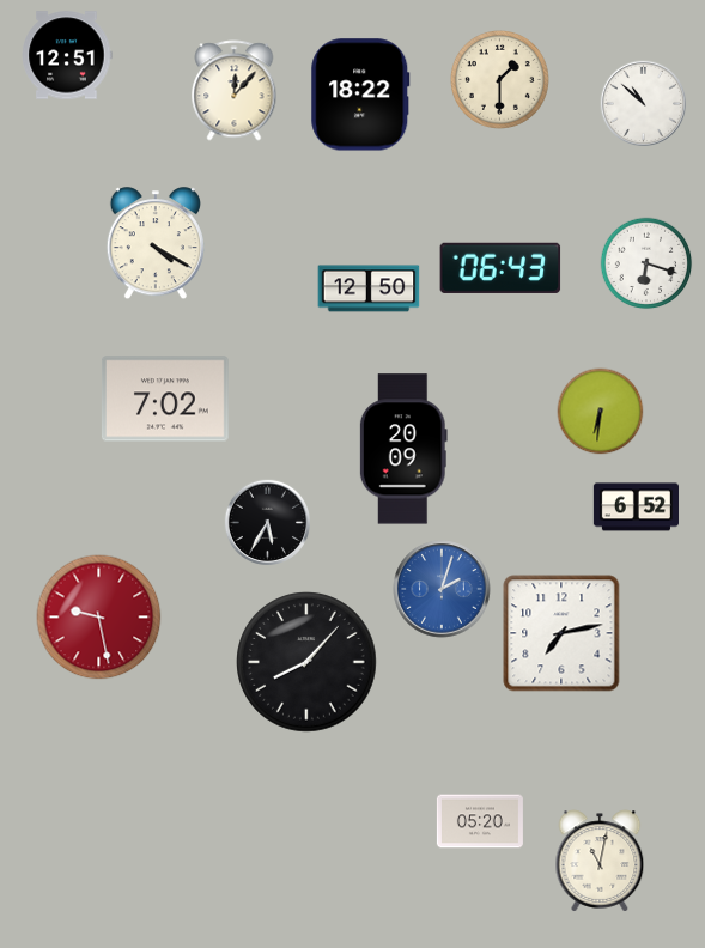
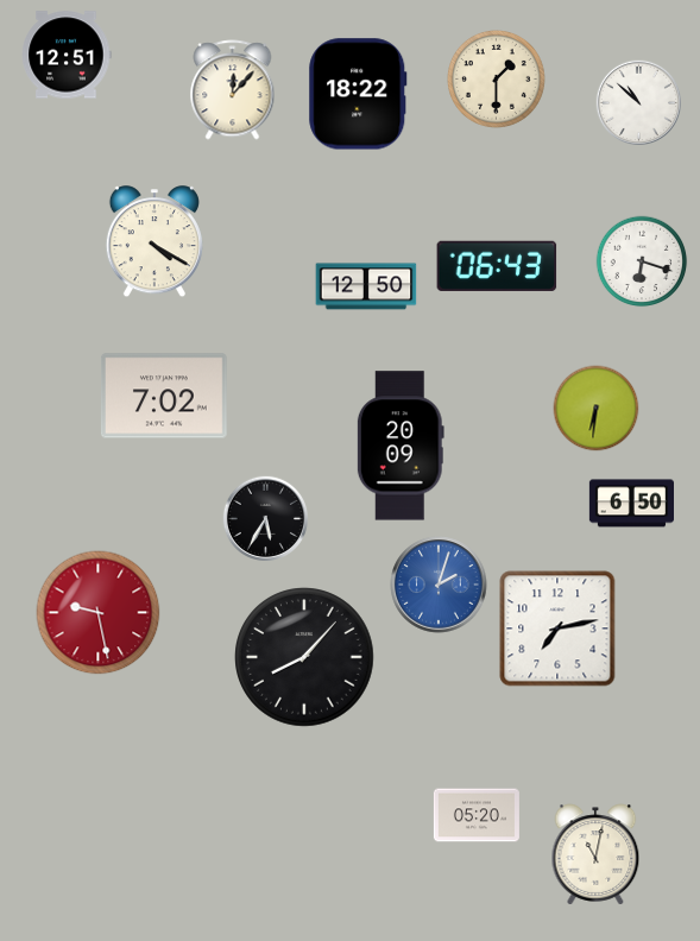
clock at (636, 508): 6:52 -> 6:50
